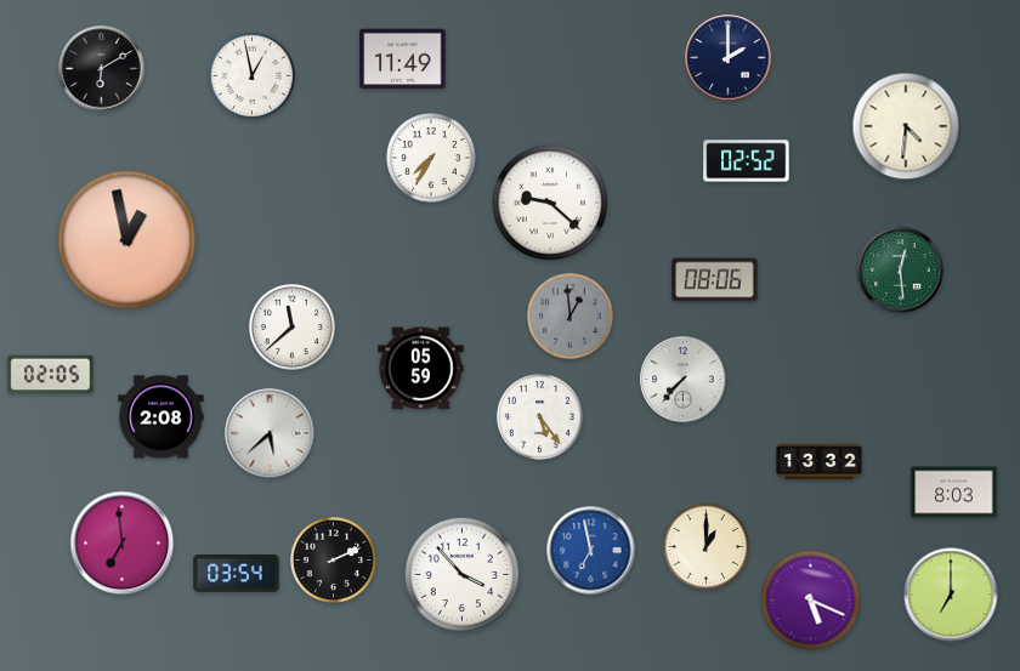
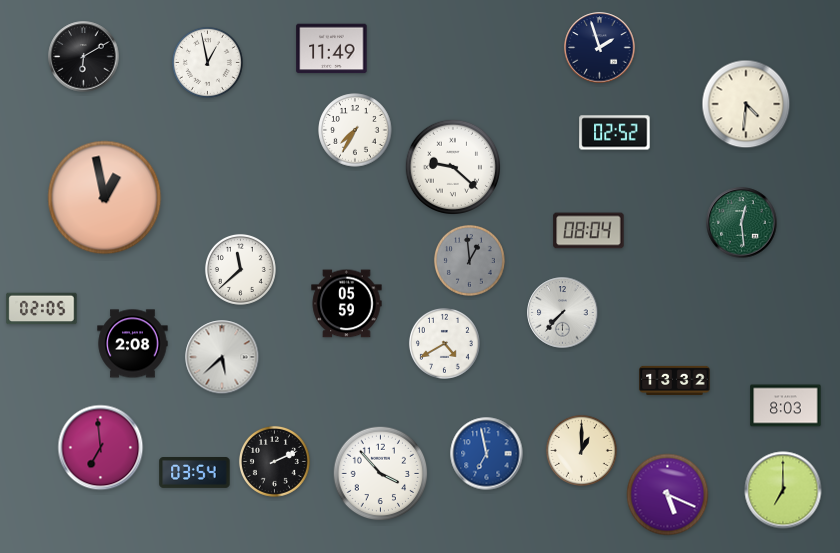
clock at (729, 58): 2:00 -> 1:57
clock at (715, 280): 08:06 -> 08:04
clock at (539, 416): 5:24 -> 4:40
